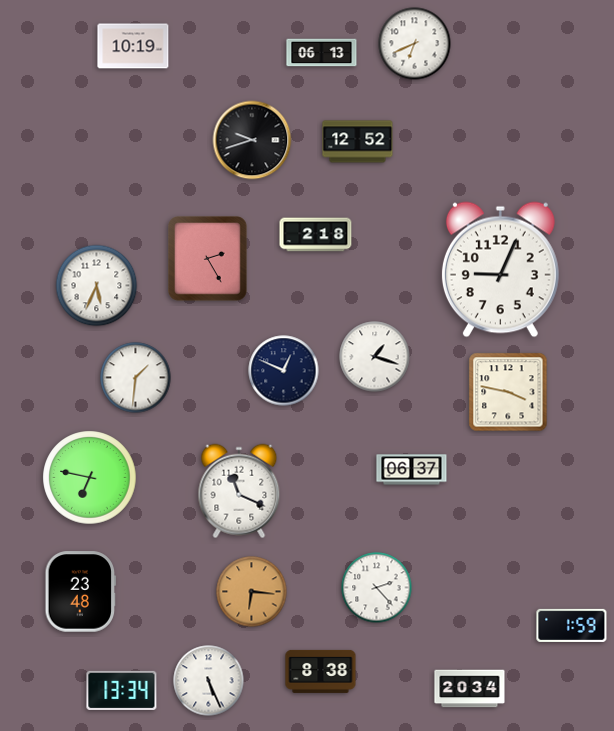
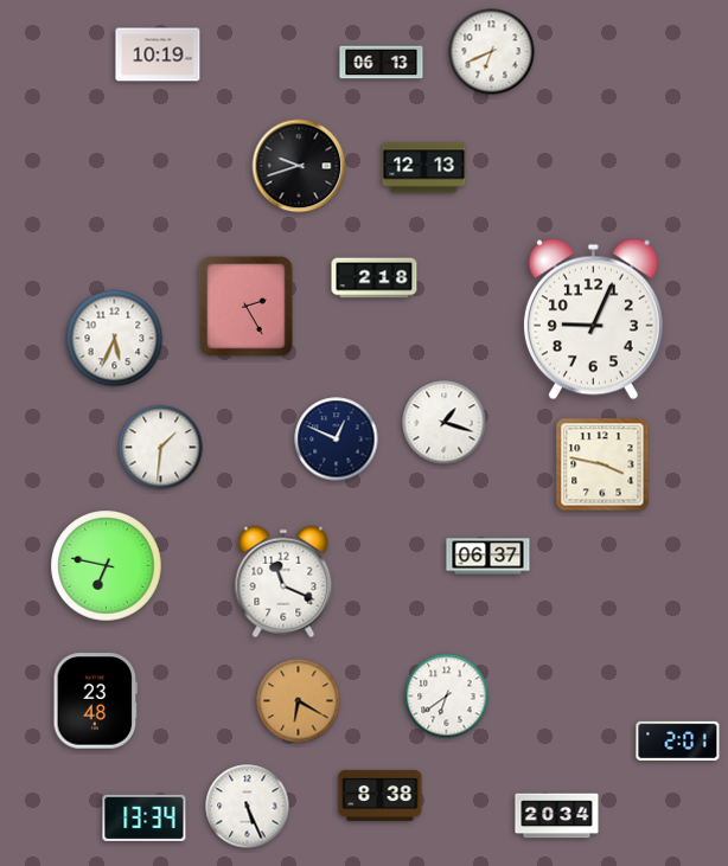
clock at (358, 142): 12:52 -> 12:13
clock at (377, 588): 2:23 -> 6:39
clock at (252, 592): 6:16 -> 6:20
clock at (572, 625): 1:59 -> 2:01
